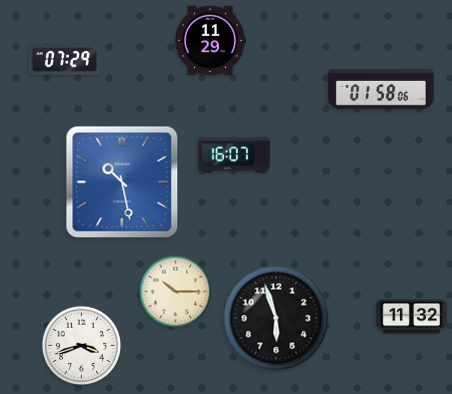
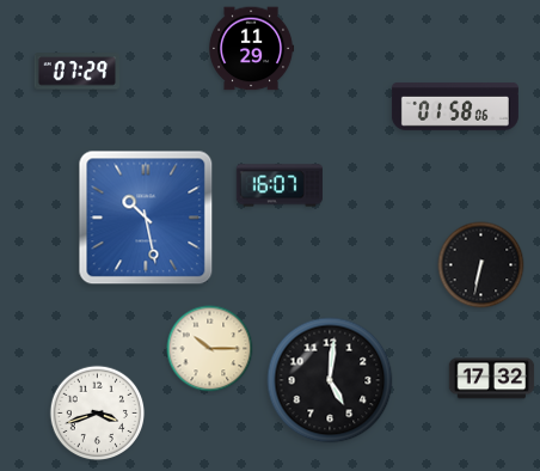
clock at (481, 265): none -> 6:32
clock at (412, 317): 11:32 -> 17:32
clock at (276, 318): 5:57 -> 5:01
